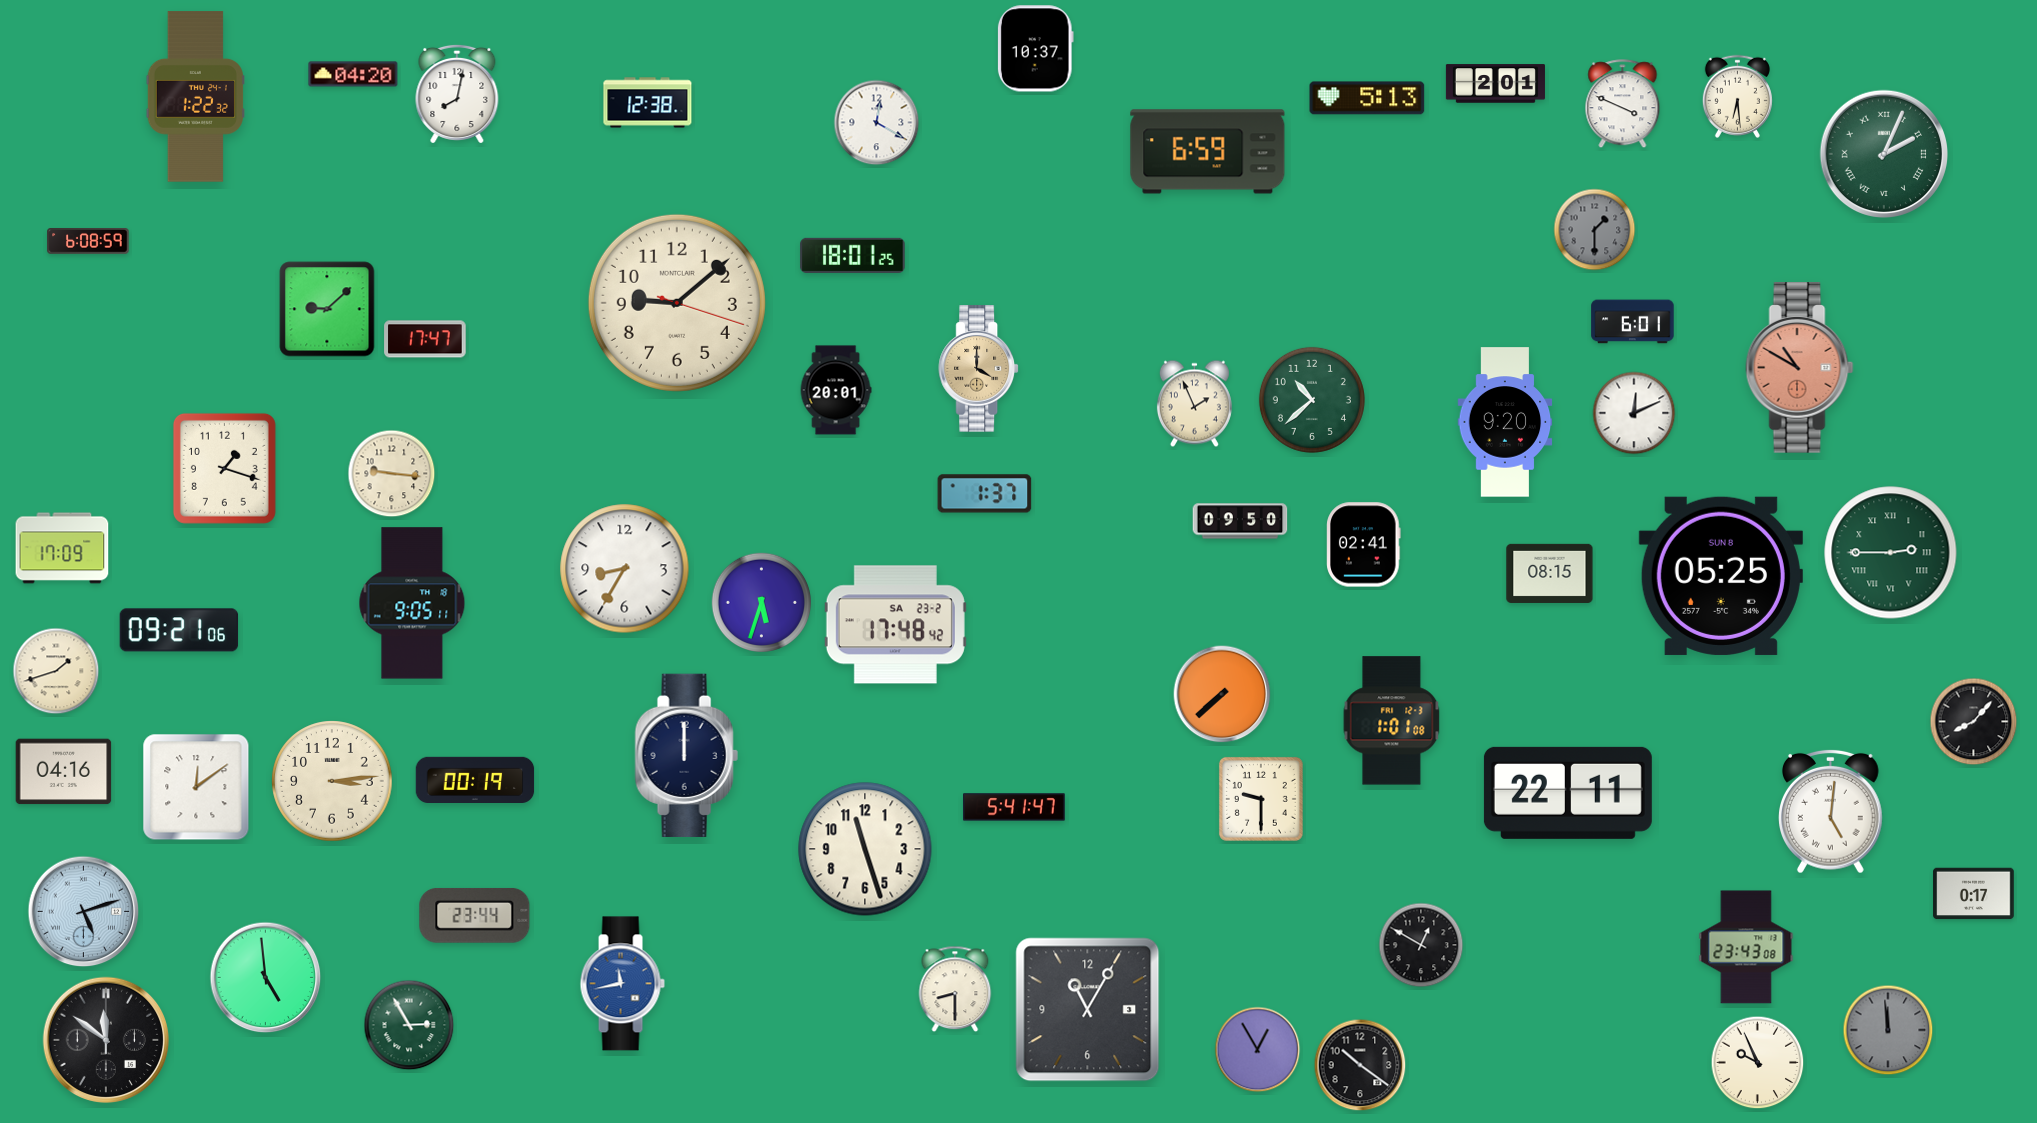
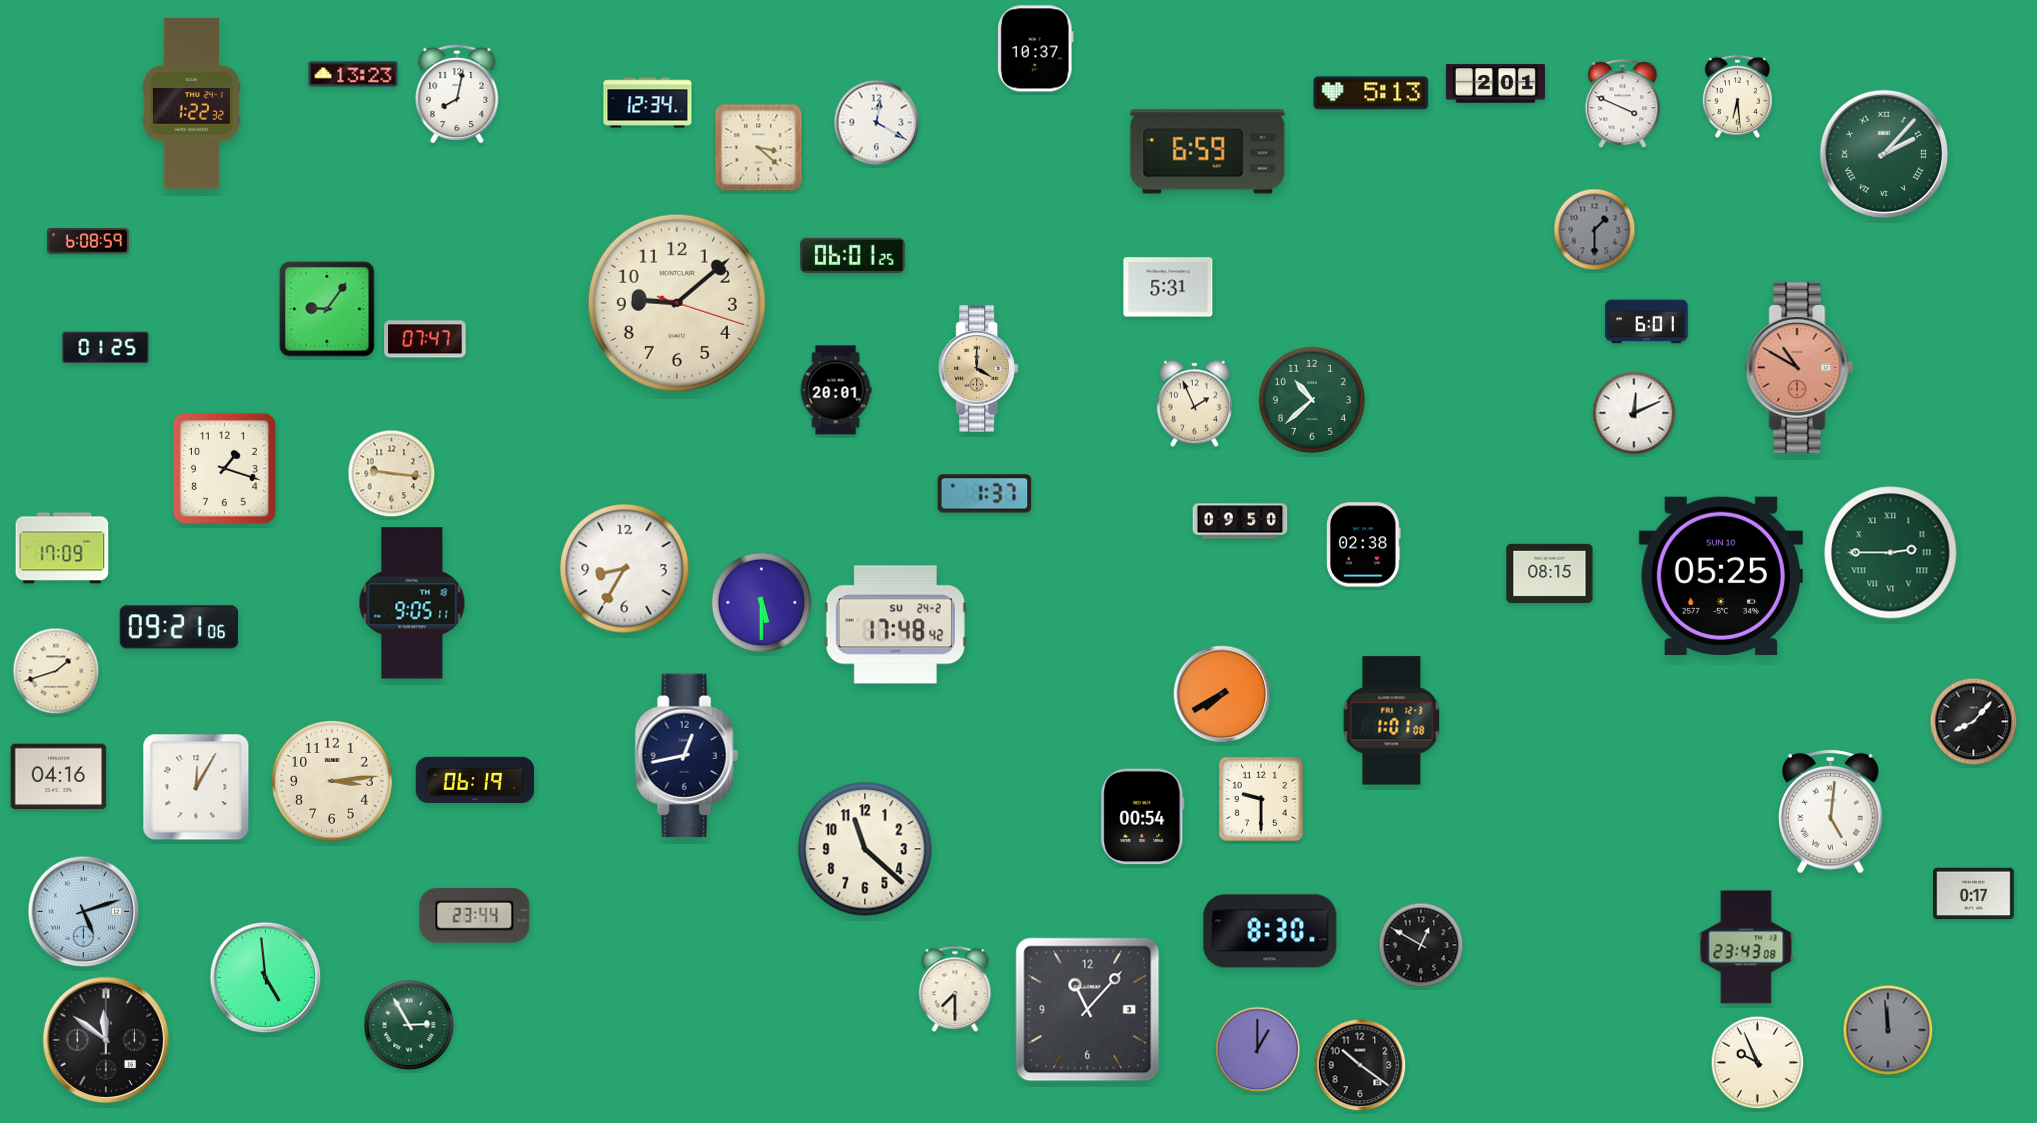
clock at (353, 74): 04:20 -> 13:23
clock at (195, 97) position: (195, 97) -> (191, 104)
clock at (1367, 98) position: (1367, 98) -> (1371, 93)
clock at (648, 103): 12:38 -> 12:34
clock at (759, 148): none -> 3:22
clock at (1884, 154): 2:04 -> 2:07
clock at (853, 255): 18:01 -> 06:01
clock at (1168, 287): none -> 5:31
clock at (327, 309): 9:08 -> 9:06
clock at (1633, 322) position: (1633, 322) -> (1647, 322)
clock at (425, 339): 17:47 -> 07:47
clock at (106, 348): none -> 01:25
clock at (1505, 422): 9:20 -> none
clock at (1364, 545): 02:41 -> 02:38
clock at (1721, 576) date: SUN 8 -> SUN 10
clock at (761, 602): 5:33 -> 5:30
clock at (895, 625) date: SA 23-2 -> SU 24-2
clock at (179, 630) position: (179, 630) -> (179, 627)
clock at (1222, 694): 7:38 -> 7:40
clock at (686, 755): 12:00 -> 12:43
clock at (64, 772) position: (64, 772) -> (59, 777)
clock at (475, 779): 00:19 -> 06:19
clock at (196, 787): 12:09 -> 12:05
clock at (1568, 793): 22:11 -> none
clock at (1015, 807): 5:41 -> none
clock at (1143, 817): none -> 00:54
clock at (865, 849): 11:27 -> 11:22
clock at (1270, 931): none -> 8:30
clock at (622, 984): 11:43 -> none
clock at (955, 989): 8:30 -> 7:30
clock at (1088, 1010): 11:05 -> 11:07
clock at (1258, 1050): 12:55 -> 1:00
